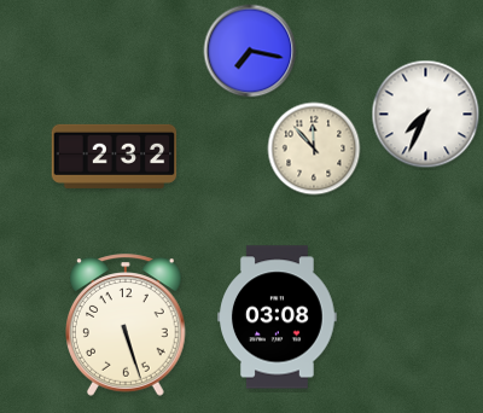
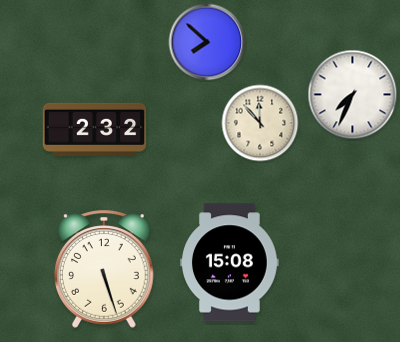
clock at (250, 51): 7:17 -> 7:52
clock at (278, 318): 03:08 -> 15:08
